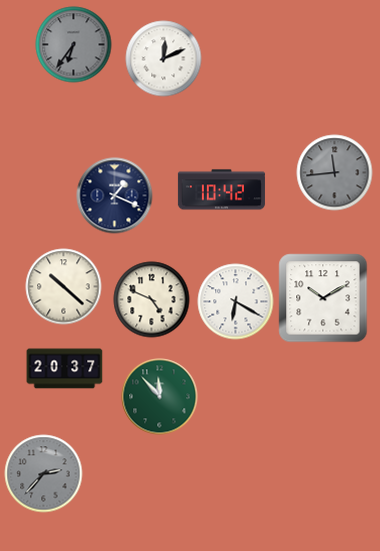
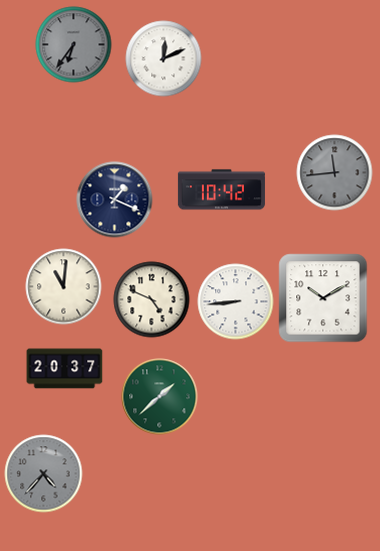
clock at (115, 196) position: (115, 196) -> (115, 200)
clock at (64, 287): 10:22 -> 11:01
clock at (236, 302): 6:20 -> 8:44
clock at (160, 397): 11:53 -> 1:38
clock at (44, 474): 2:37 -> 4:37
